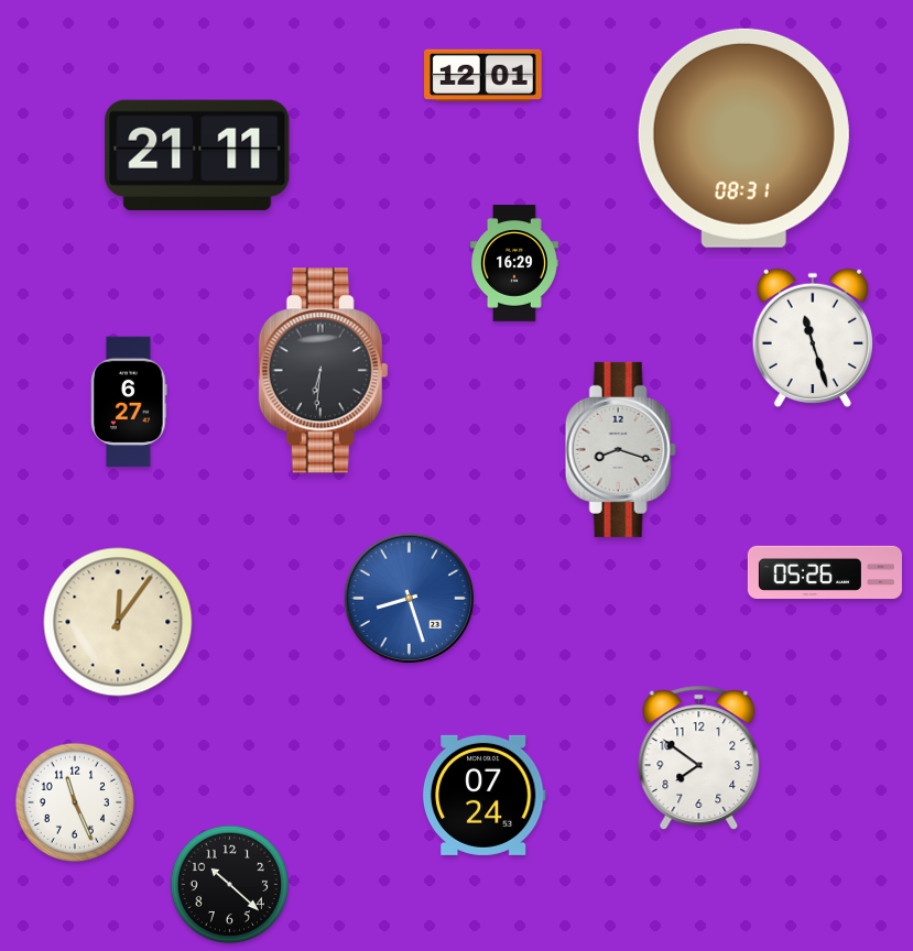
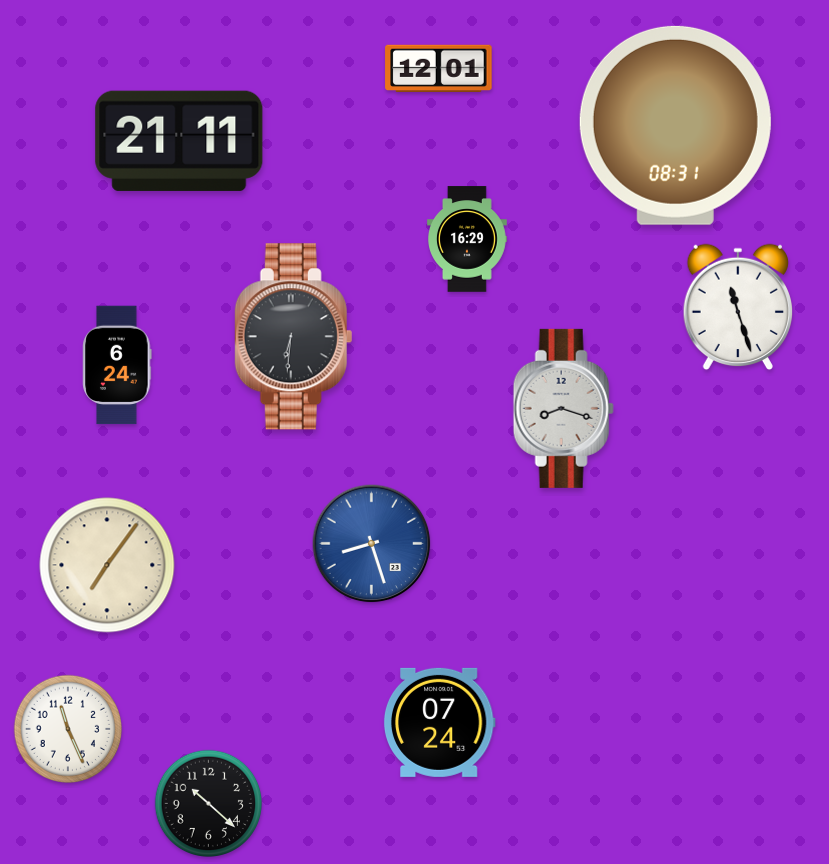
clock at (129, 402): 6:27 -> 6:24
clock at (825, 571): 05:26 -> none
clock at (118, 622): 12:06 -> 7:06
clock at (699, 758): 7:51 -> none
